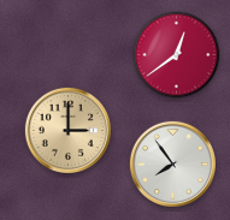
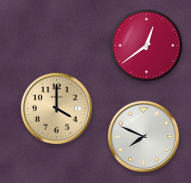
clock at (67, 130): 3:00 -> 4:00
clock at (172, 163): 7:54 -> 7:49
